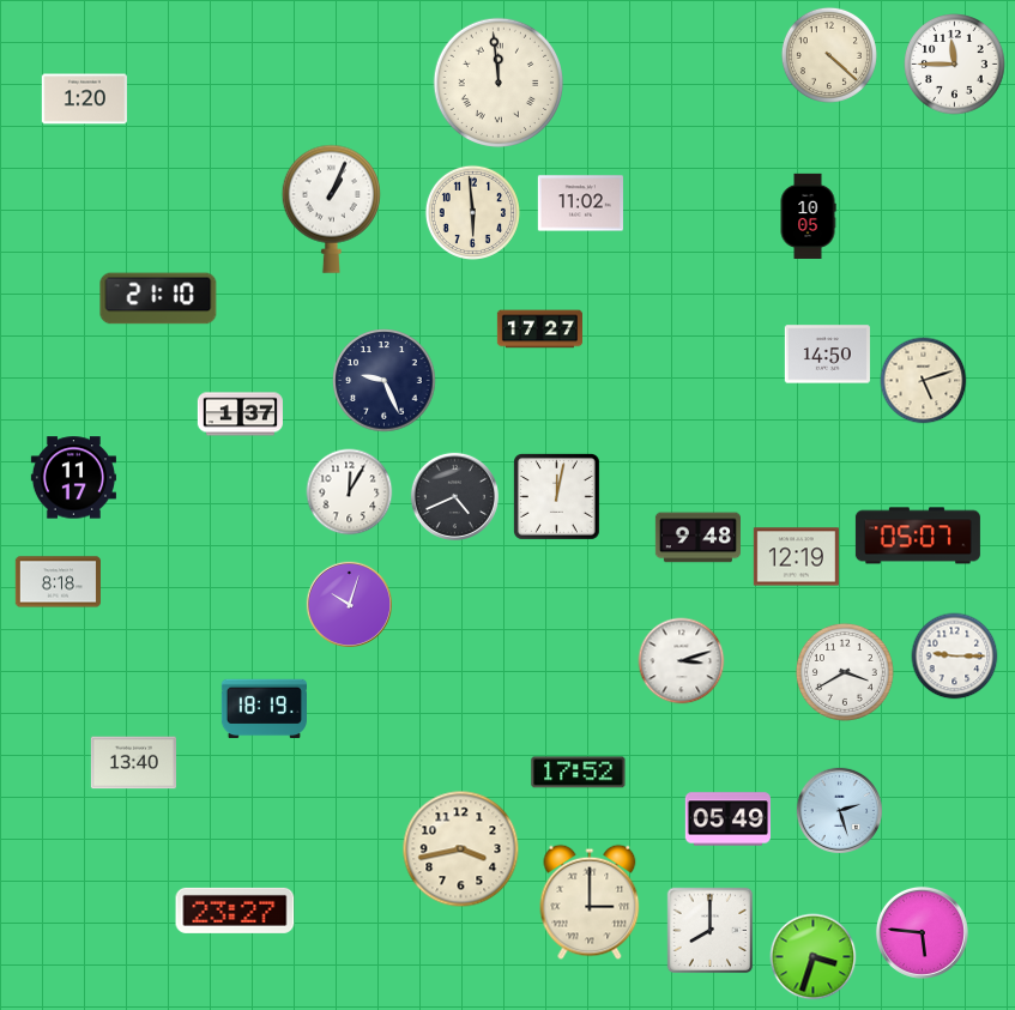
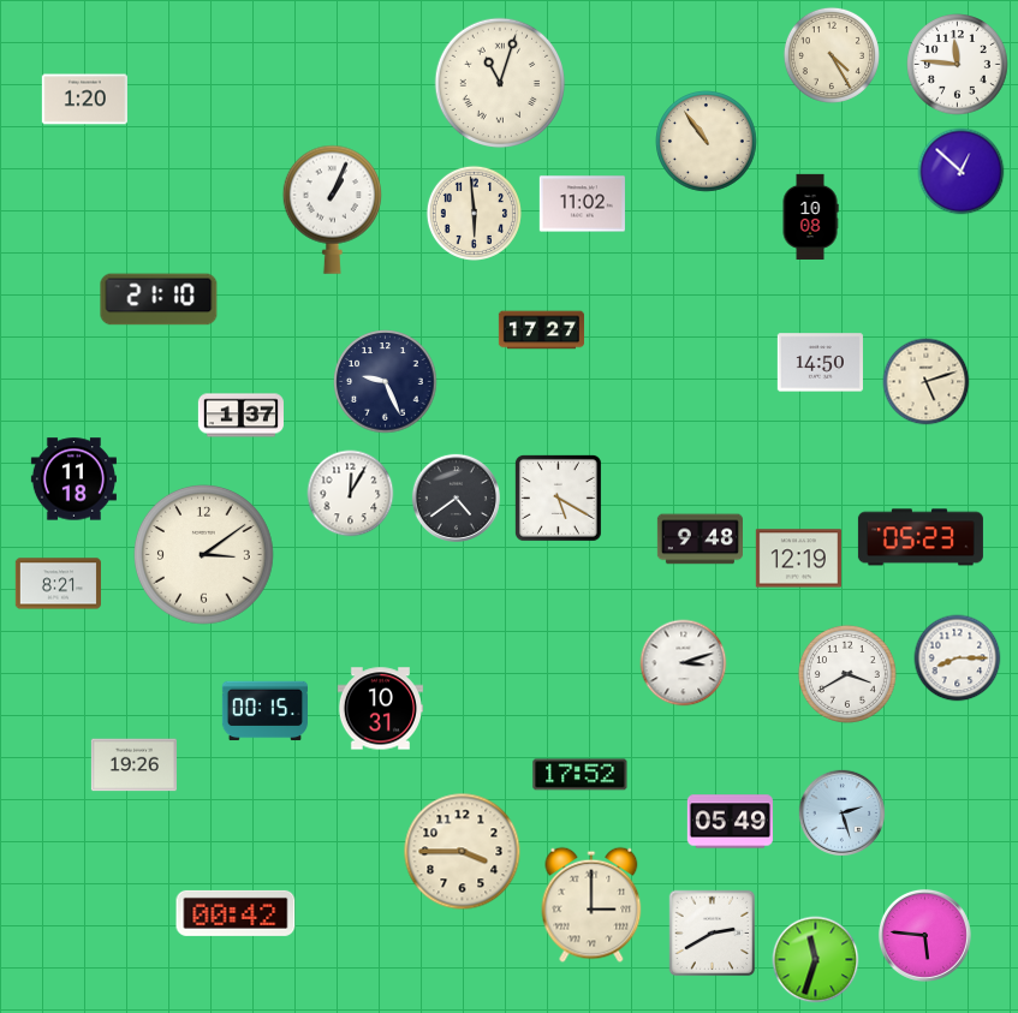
clock at (829, 55): 4:22 -> 4:25
clock at (955, 65): 11:45 -> 11:46
clock at (499, 83): 11:59 -> 11:03
clock at (707, 142): none -> 10:54
clock at (962, 172): none -> 12:52
clock at (808, 216): 10:05 -> 10:08
clock at (827, 355) position: (827, 355) -> (820, 363)
clock at (73, 478): 11:17 -> 11:18
clock at (454, 496): 4:41 -> 4:39
clock at (556, 496): 12:02 -> 5:20
clock at (918, 536): 05:07 -> 05:23
clock at (204, 555): none -> 3:09
clock at (58, 582): 8:18 -> 8:21
clock at (349, 604): 10:03 -> none
clock at (955, 657): 9:15 -> 8:15
clock at (380, 709): none -> 10:31
clock at (264, 709): 18:19 -> 00:15
clock at (133, 763): 13:40 -> 19:26
clock at (461, 849): 3:43 -> 3:45
clock at (235, 911): 23:27 -> 00:42
clock at (711, 931): 8:00 -> 2:40
clock at (814, 957): 3:33 -> 11:33
